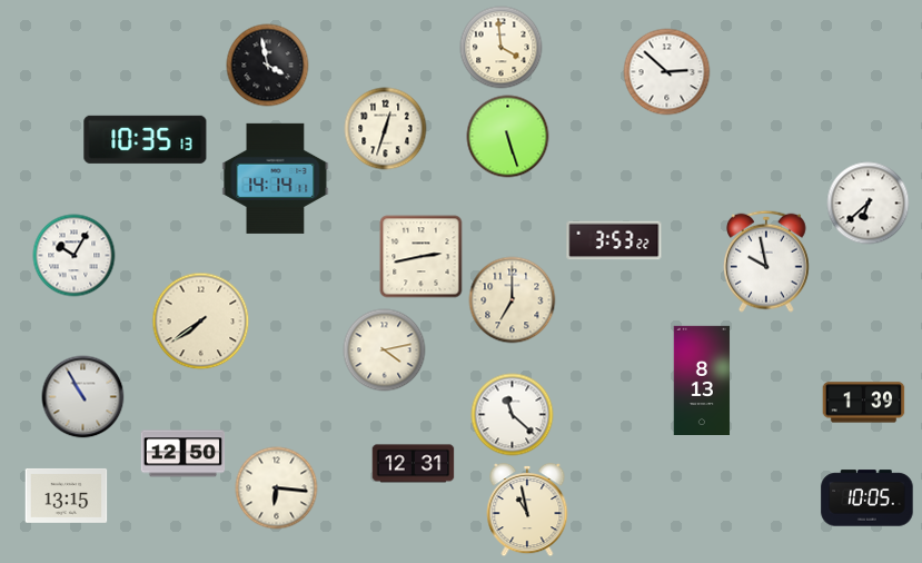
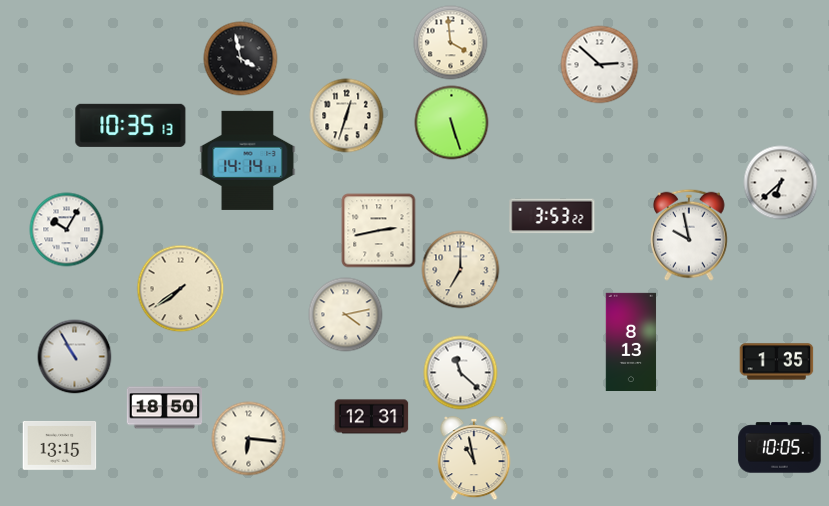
clock at (508, 137) position: (508, 137) -> (452, 123)
clock at (864, 403): 1:39 -> 1:35
clock at (184, 454): 12:50 -> 18:50
